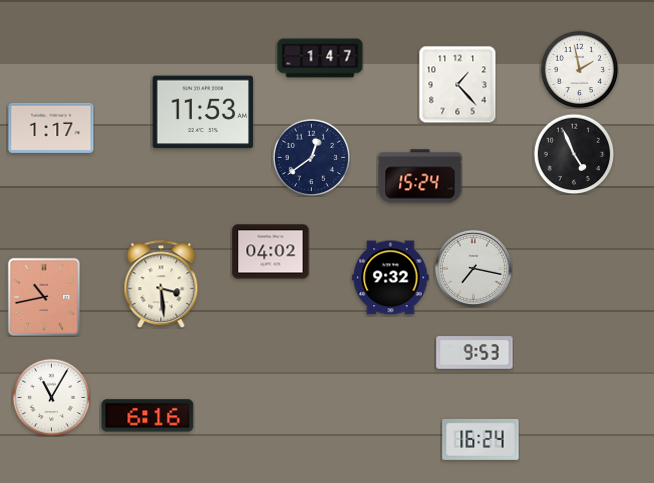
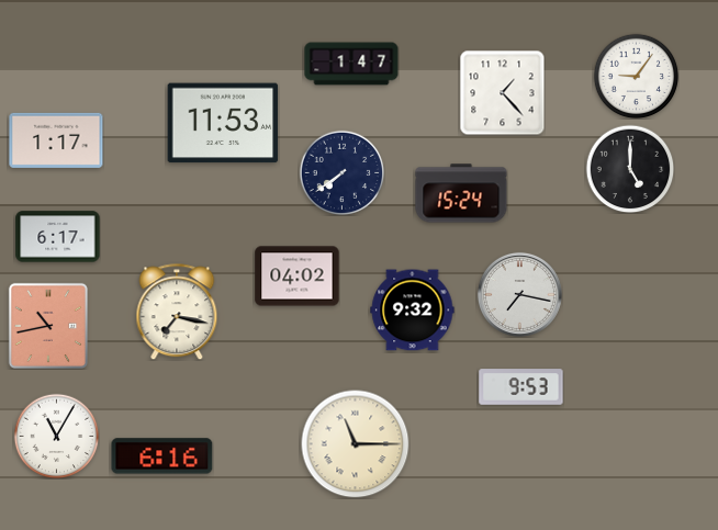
clock at (579, 69): 1:58 -> 9:06
clock at (574, 154): 4:56 -> 5:00
clock at (311, 157): 12:39 -> 7:39
clock at (58, 237): none -> 6:17
clock at (391, 278) position: (391, 278) -> (413, 311)
clock at (161, 284): 3:29 -> 7:17
clock at (356, 444): none -> 11:15
clock at (481, 439): 16:24 -> none
